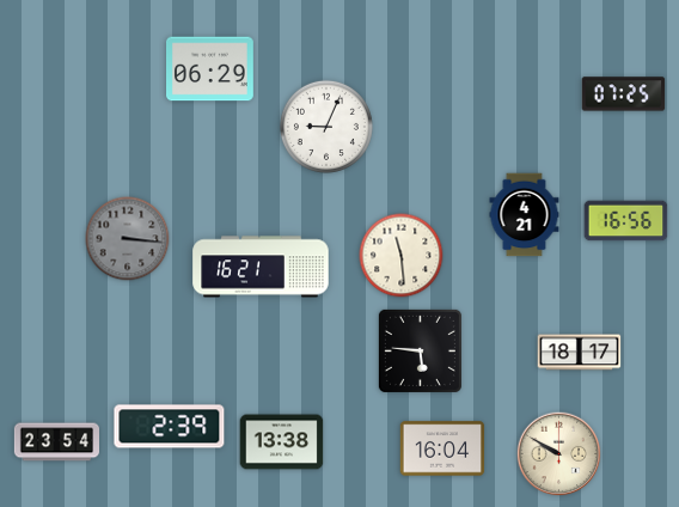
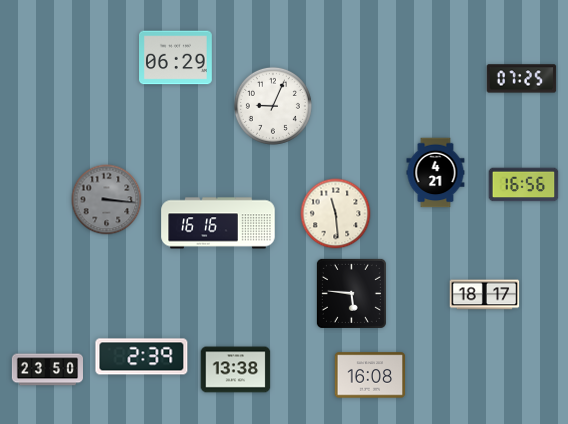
clock at (525, 215) position: (525, 215) -> (436, 173)
clock at (261, 267): 16:21 -> 16:16
clock at (56, 442): 23:54 -> 23:50
clock at (442, 448): 16:04 -> 16:08
clock at (559, 454): 9:50 -> none
